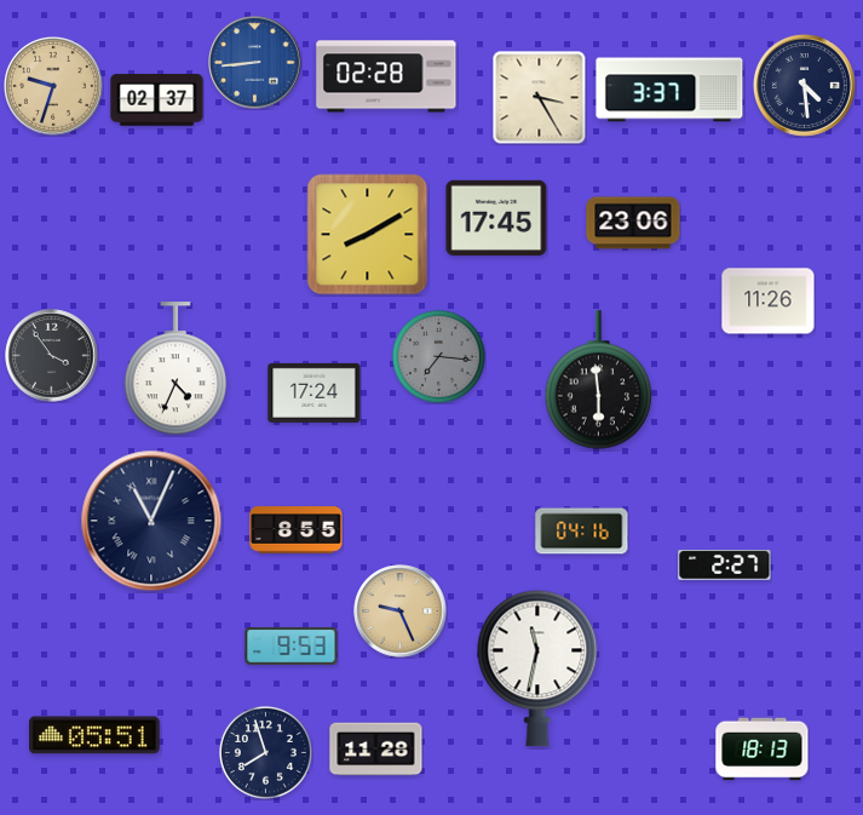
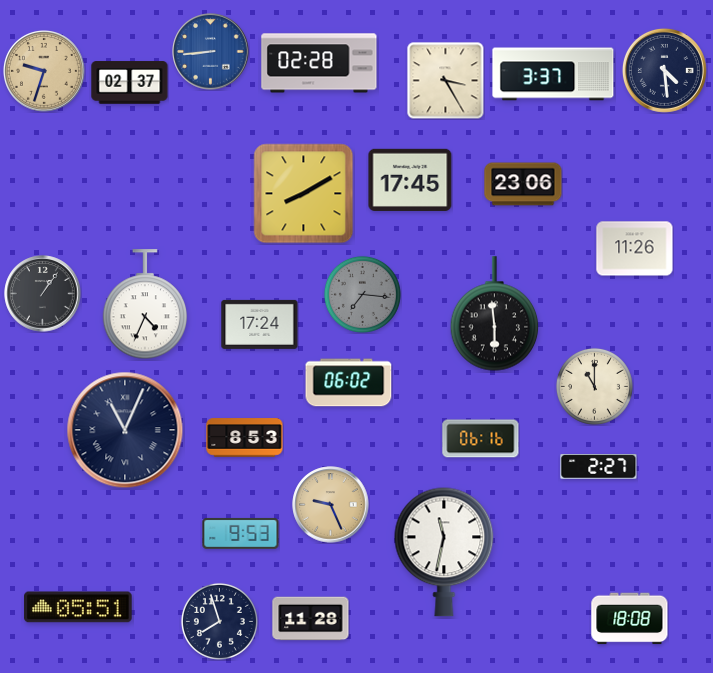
clock at (52, 356): 3:54 -> 1:06
clock at (349, 383): none -> 06:02
clock at (594, 386): none -> 11:00
clock at (297, 530): 8:55 -> 8:53
clock at (582, 532): 04:16 -> 06:16
clock at (763, 750): 18:13 -> 18:08
